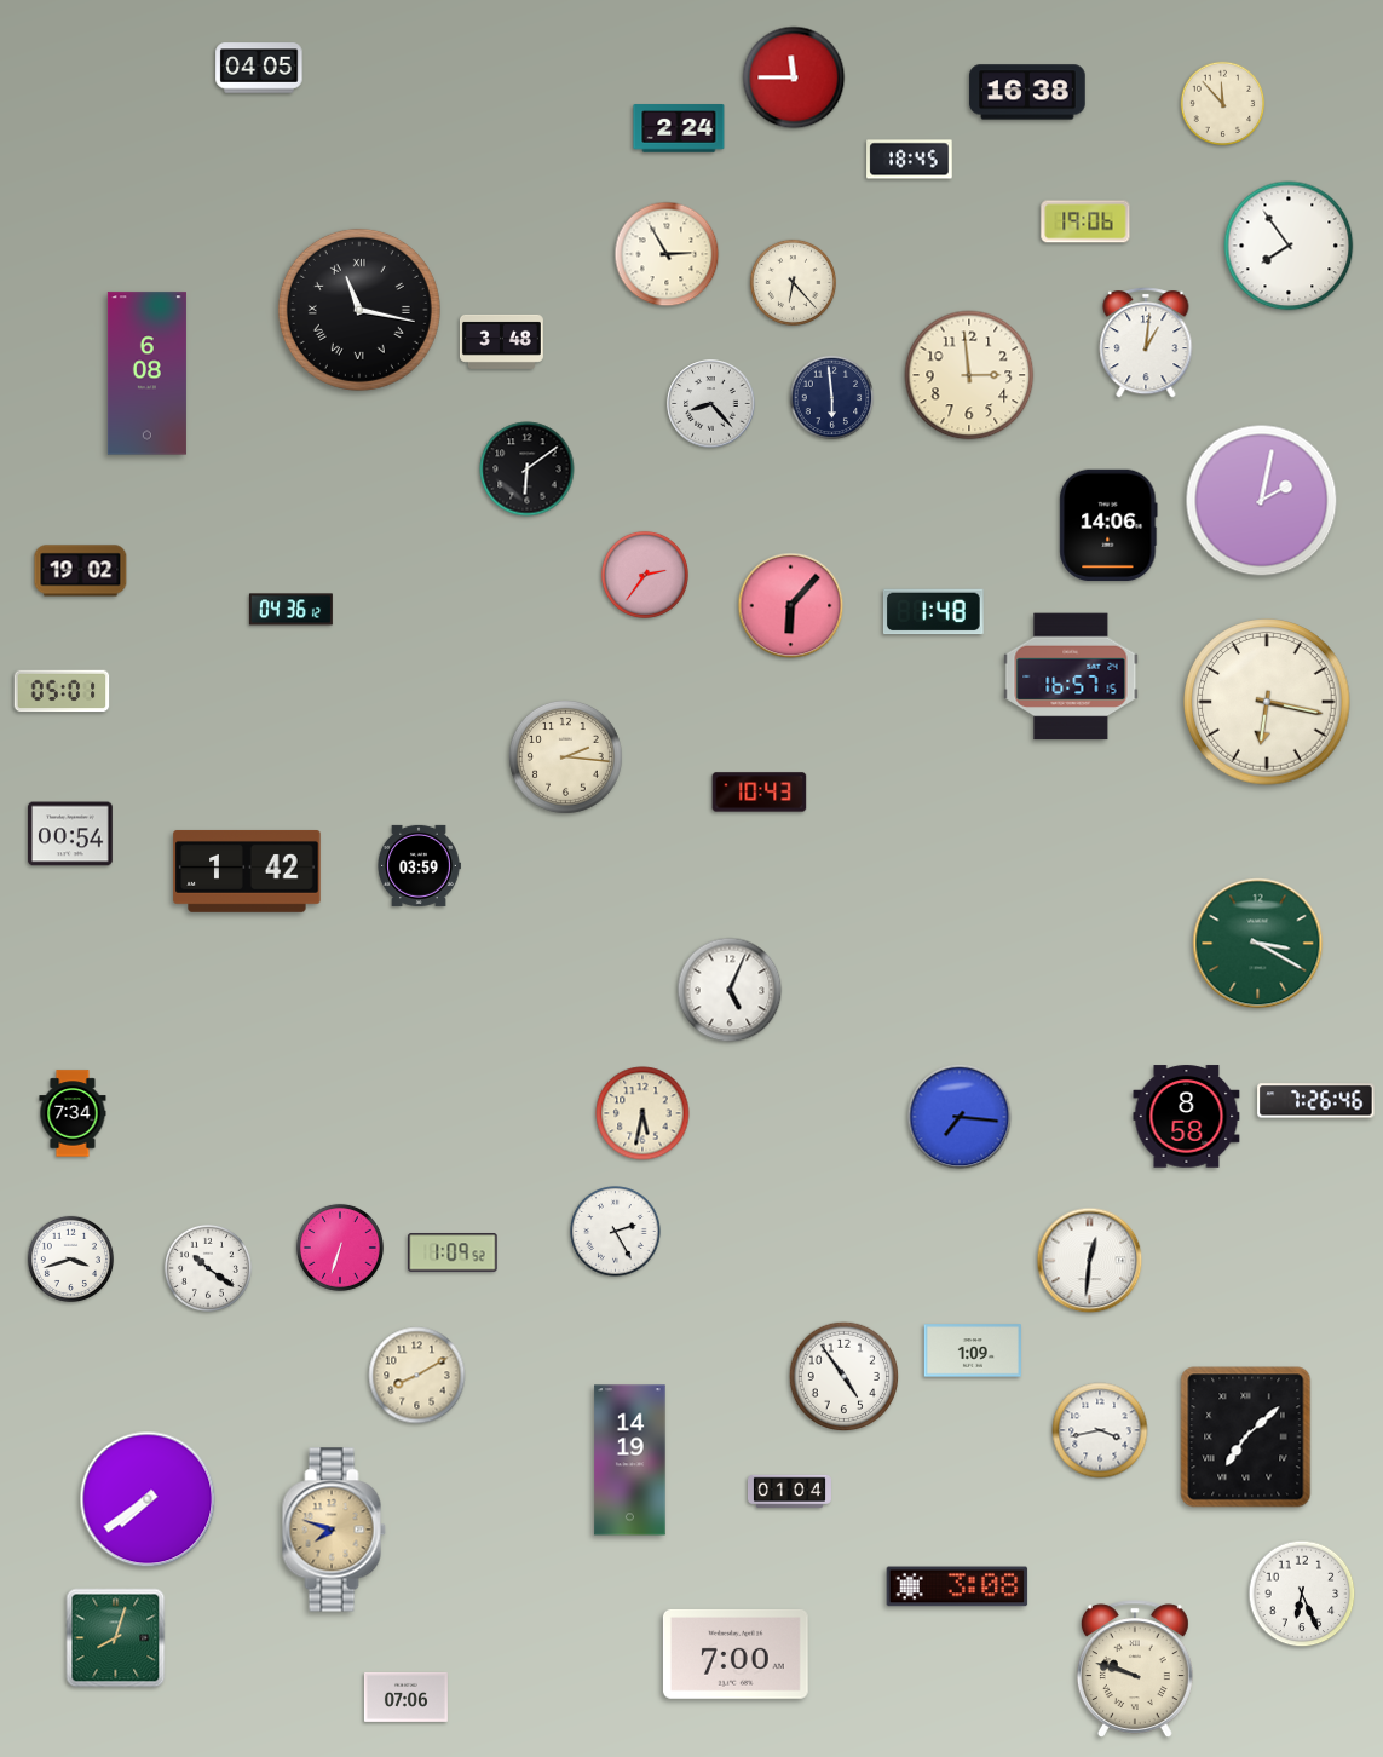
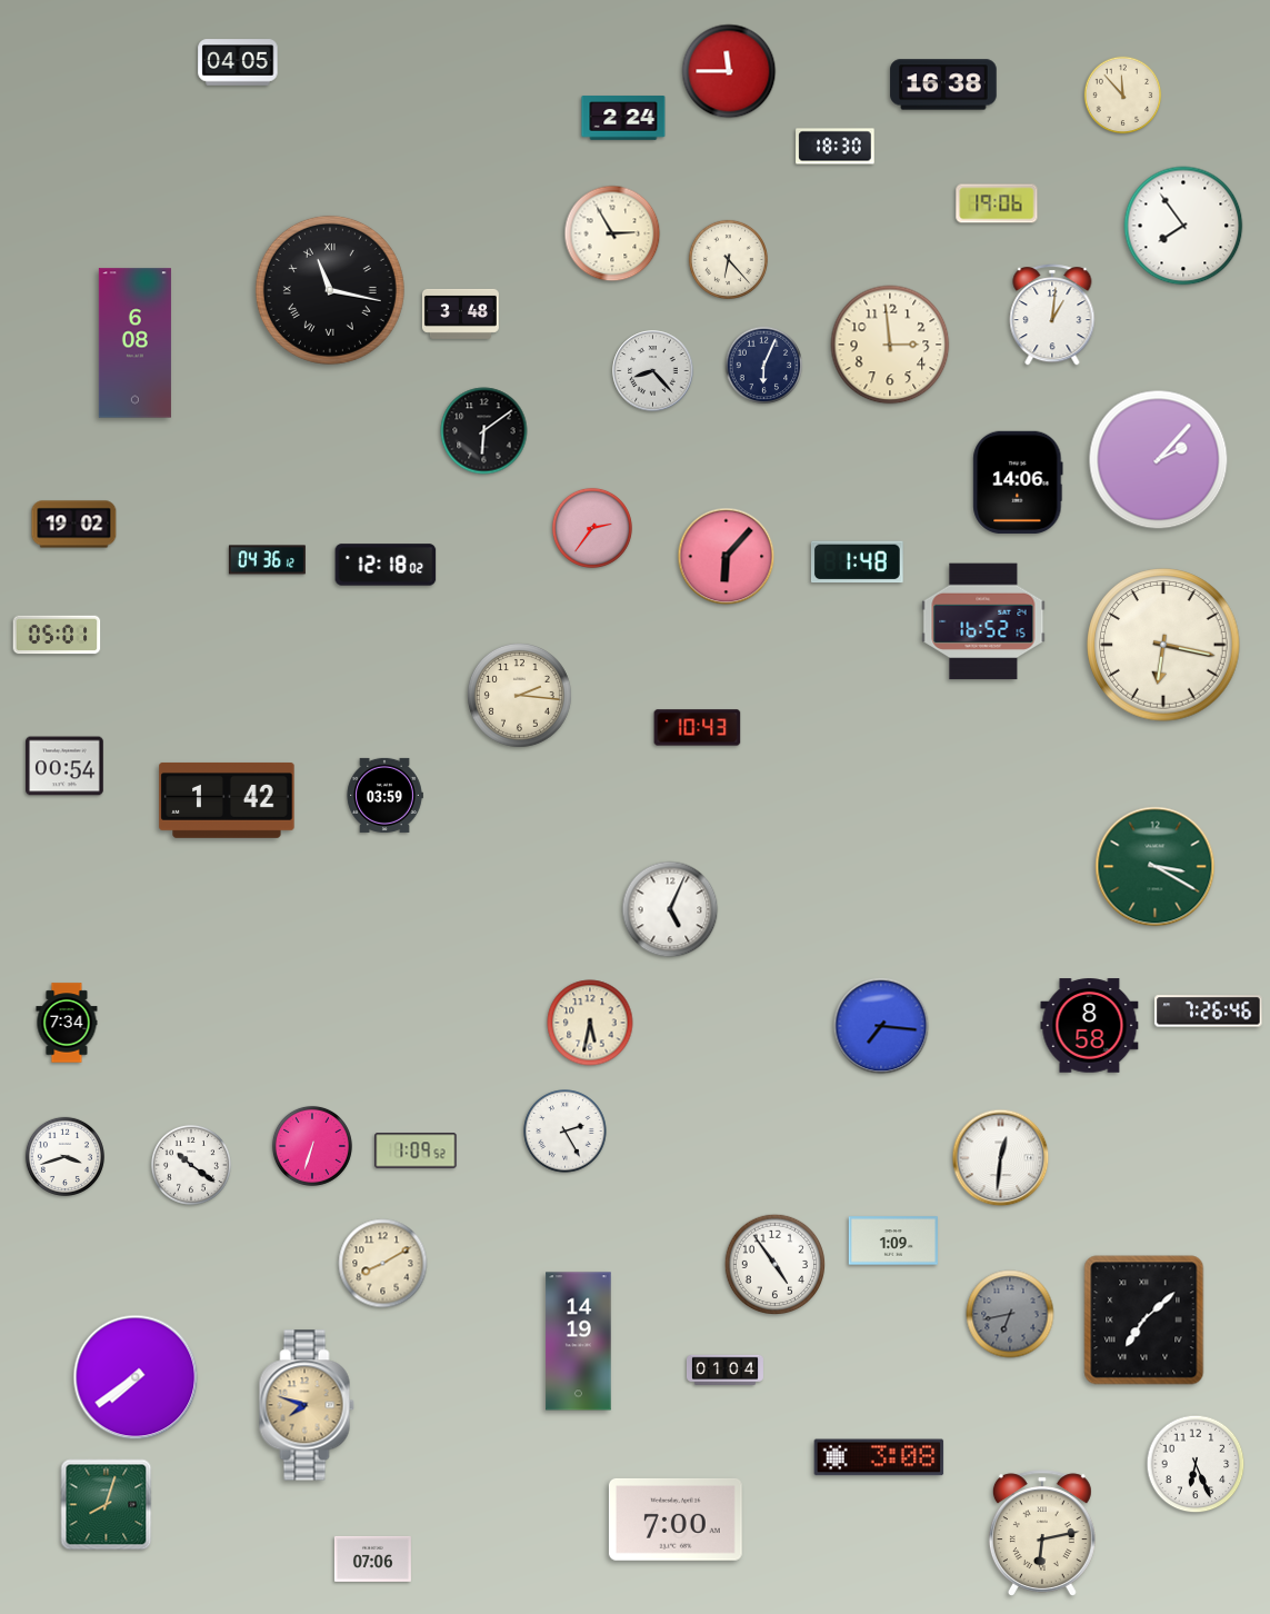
clock at (910, 160): 18:45 -> 18:30
clock at (359, 310) position: (359, 310) -> (330, 290)
clock at (832, 398): 5:59 -> 6:04
clock at (1262, 501): 2:02 -> 2:07
clock at (386, 565): none -> 12:18
clock at (1071, 676): 16:57 -> 16:52
clock at (1100, 1430): 3:43 -> 6:43
clock at (1100, 1430) dial: white -> grey
clock at (1135, 1669): 9:48 -> 6:13
